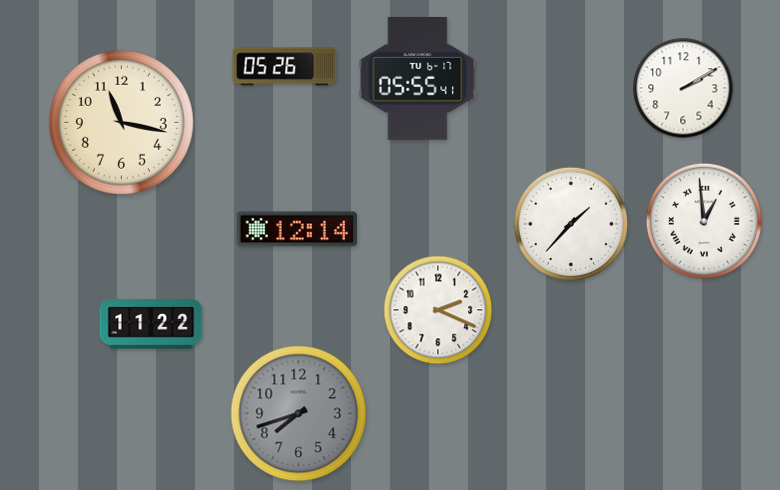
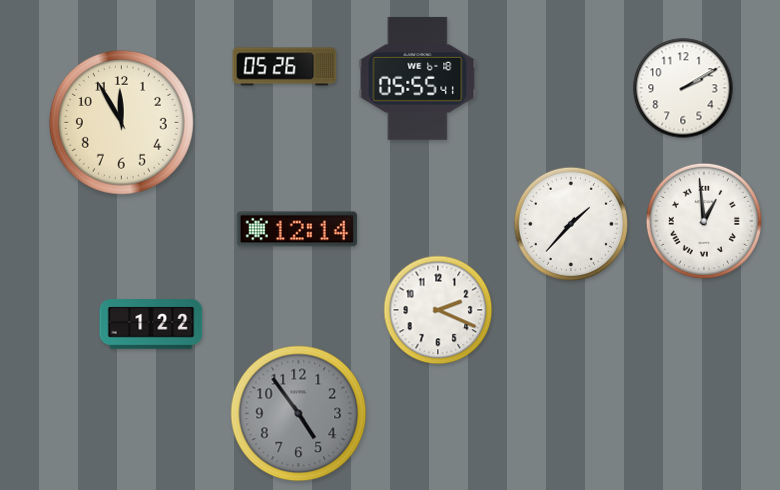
clock at (418, 78) date: TU 6-17 -> WE 6-18
clock at (121, 122): 11:17 -> 11:55
clock at (151, 324): 11:22 -> 1:22
clock at (299, 414): 7:42 -> 4:54
